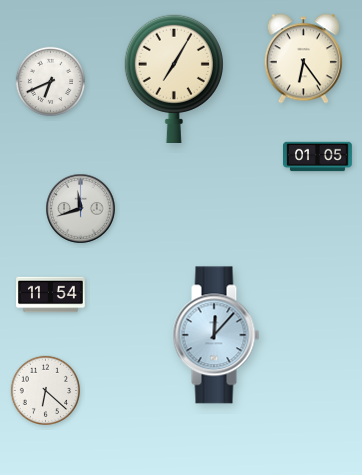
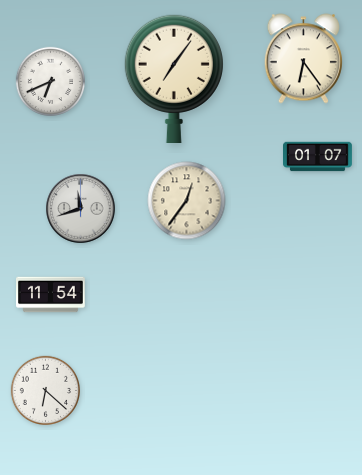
clock at (174, 78): 7:05 -> 7:06
clock at (318, 157): 01:05 -> 01:07
clock at (187, 201): none -> 12:36
clock at (216, 335): 12:07 -> none
